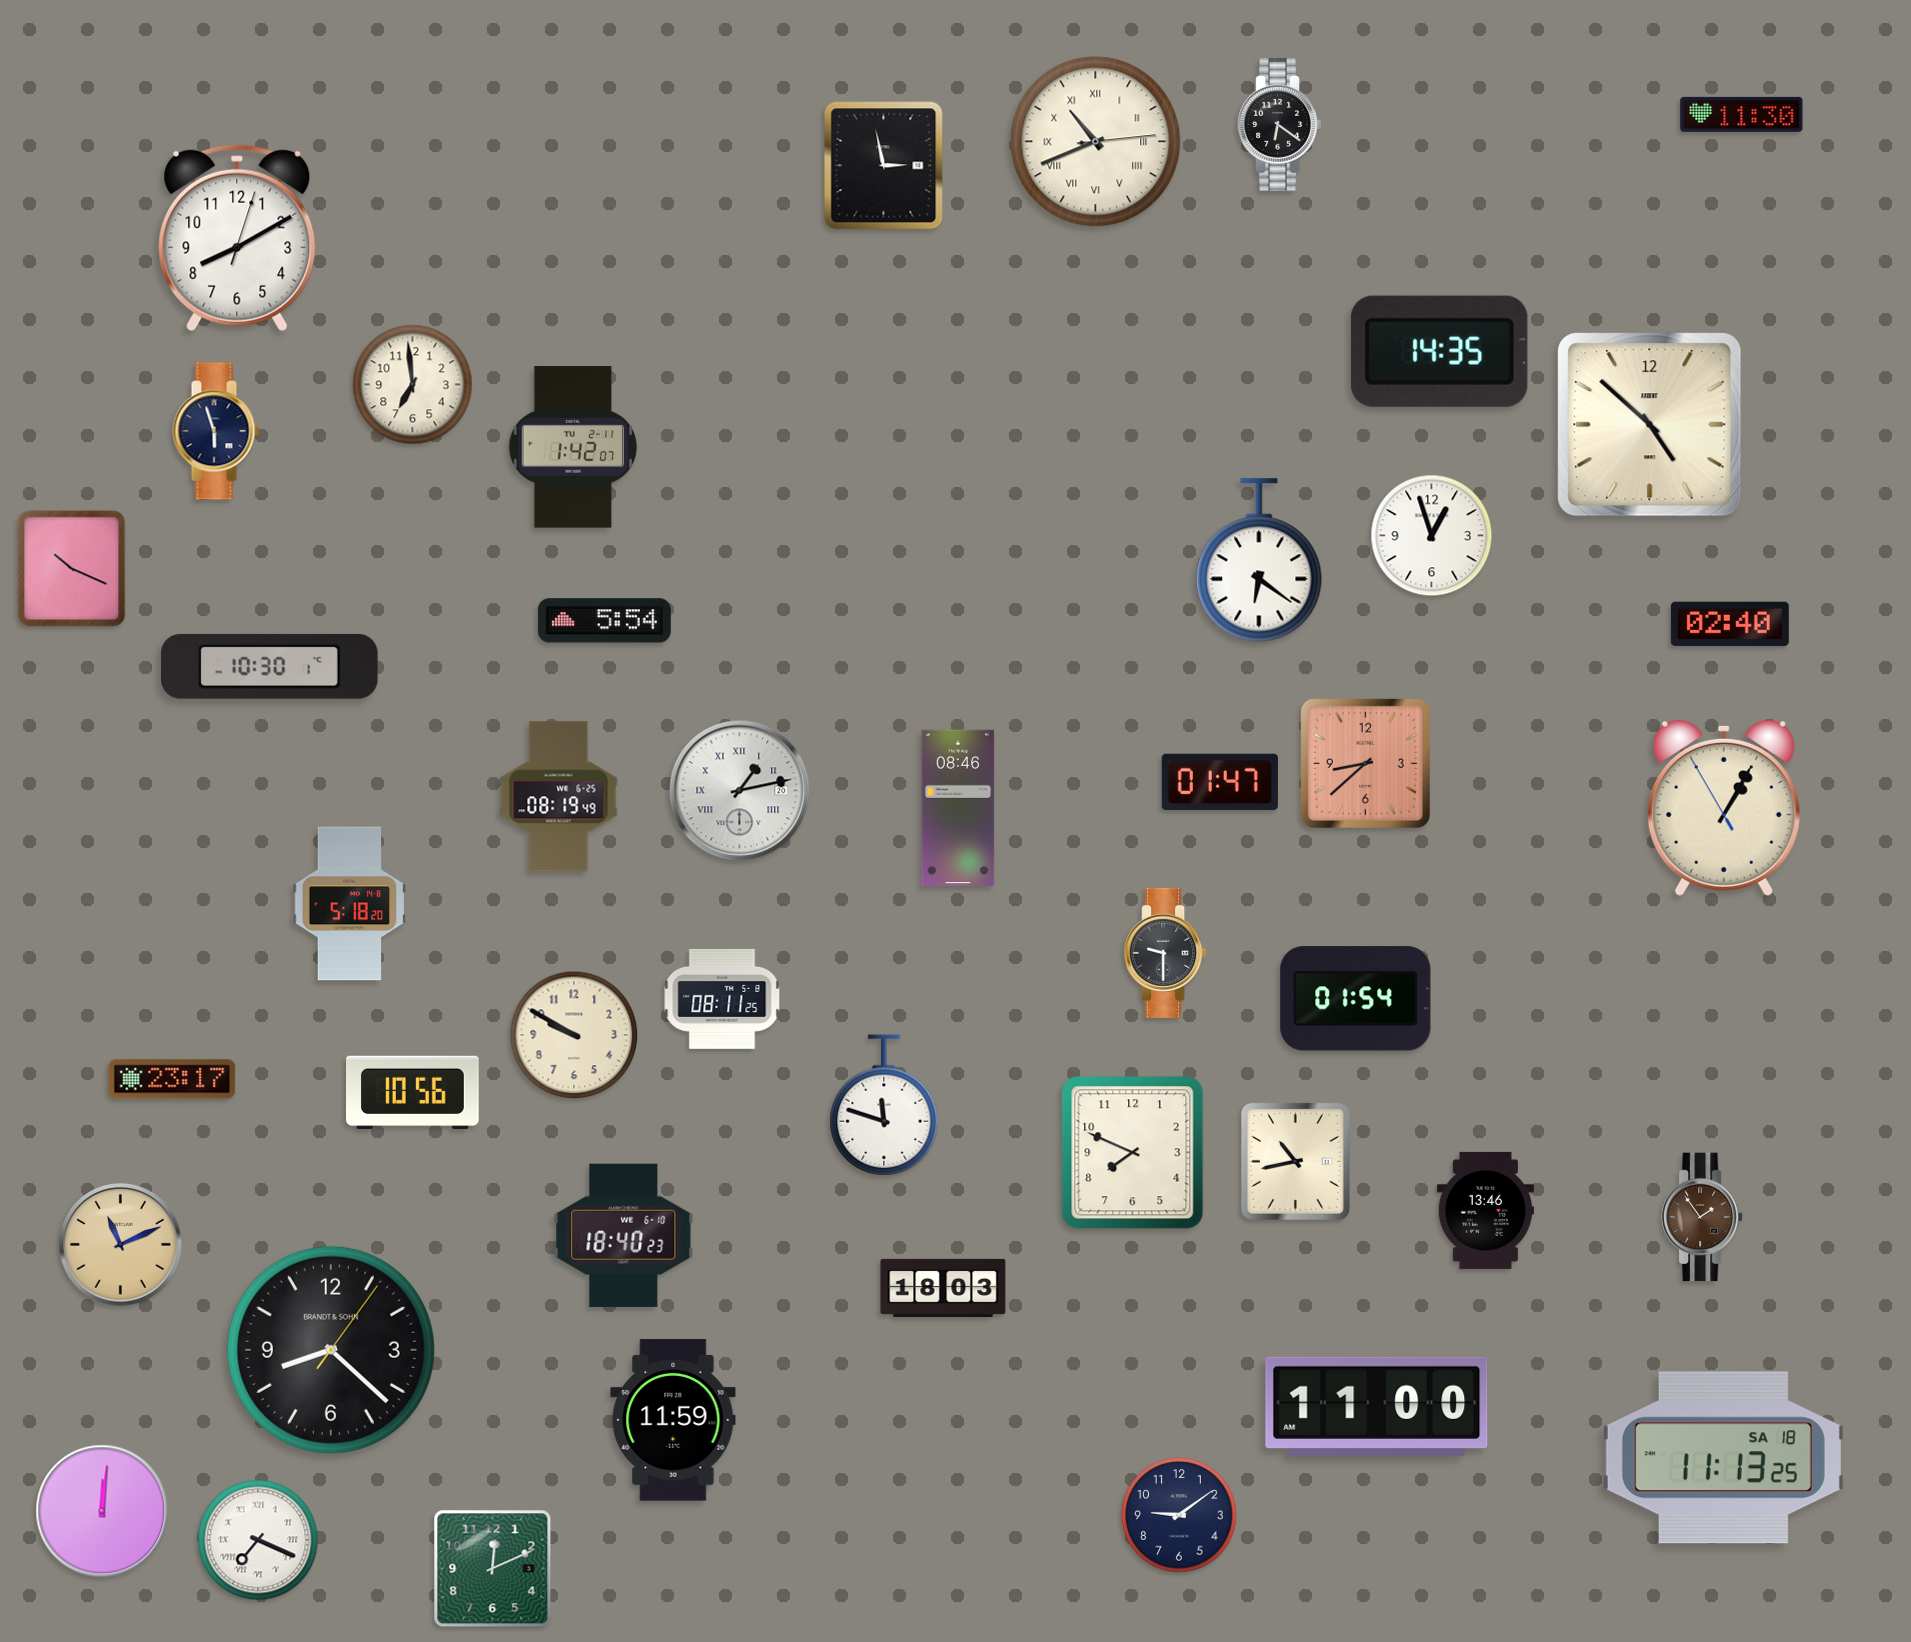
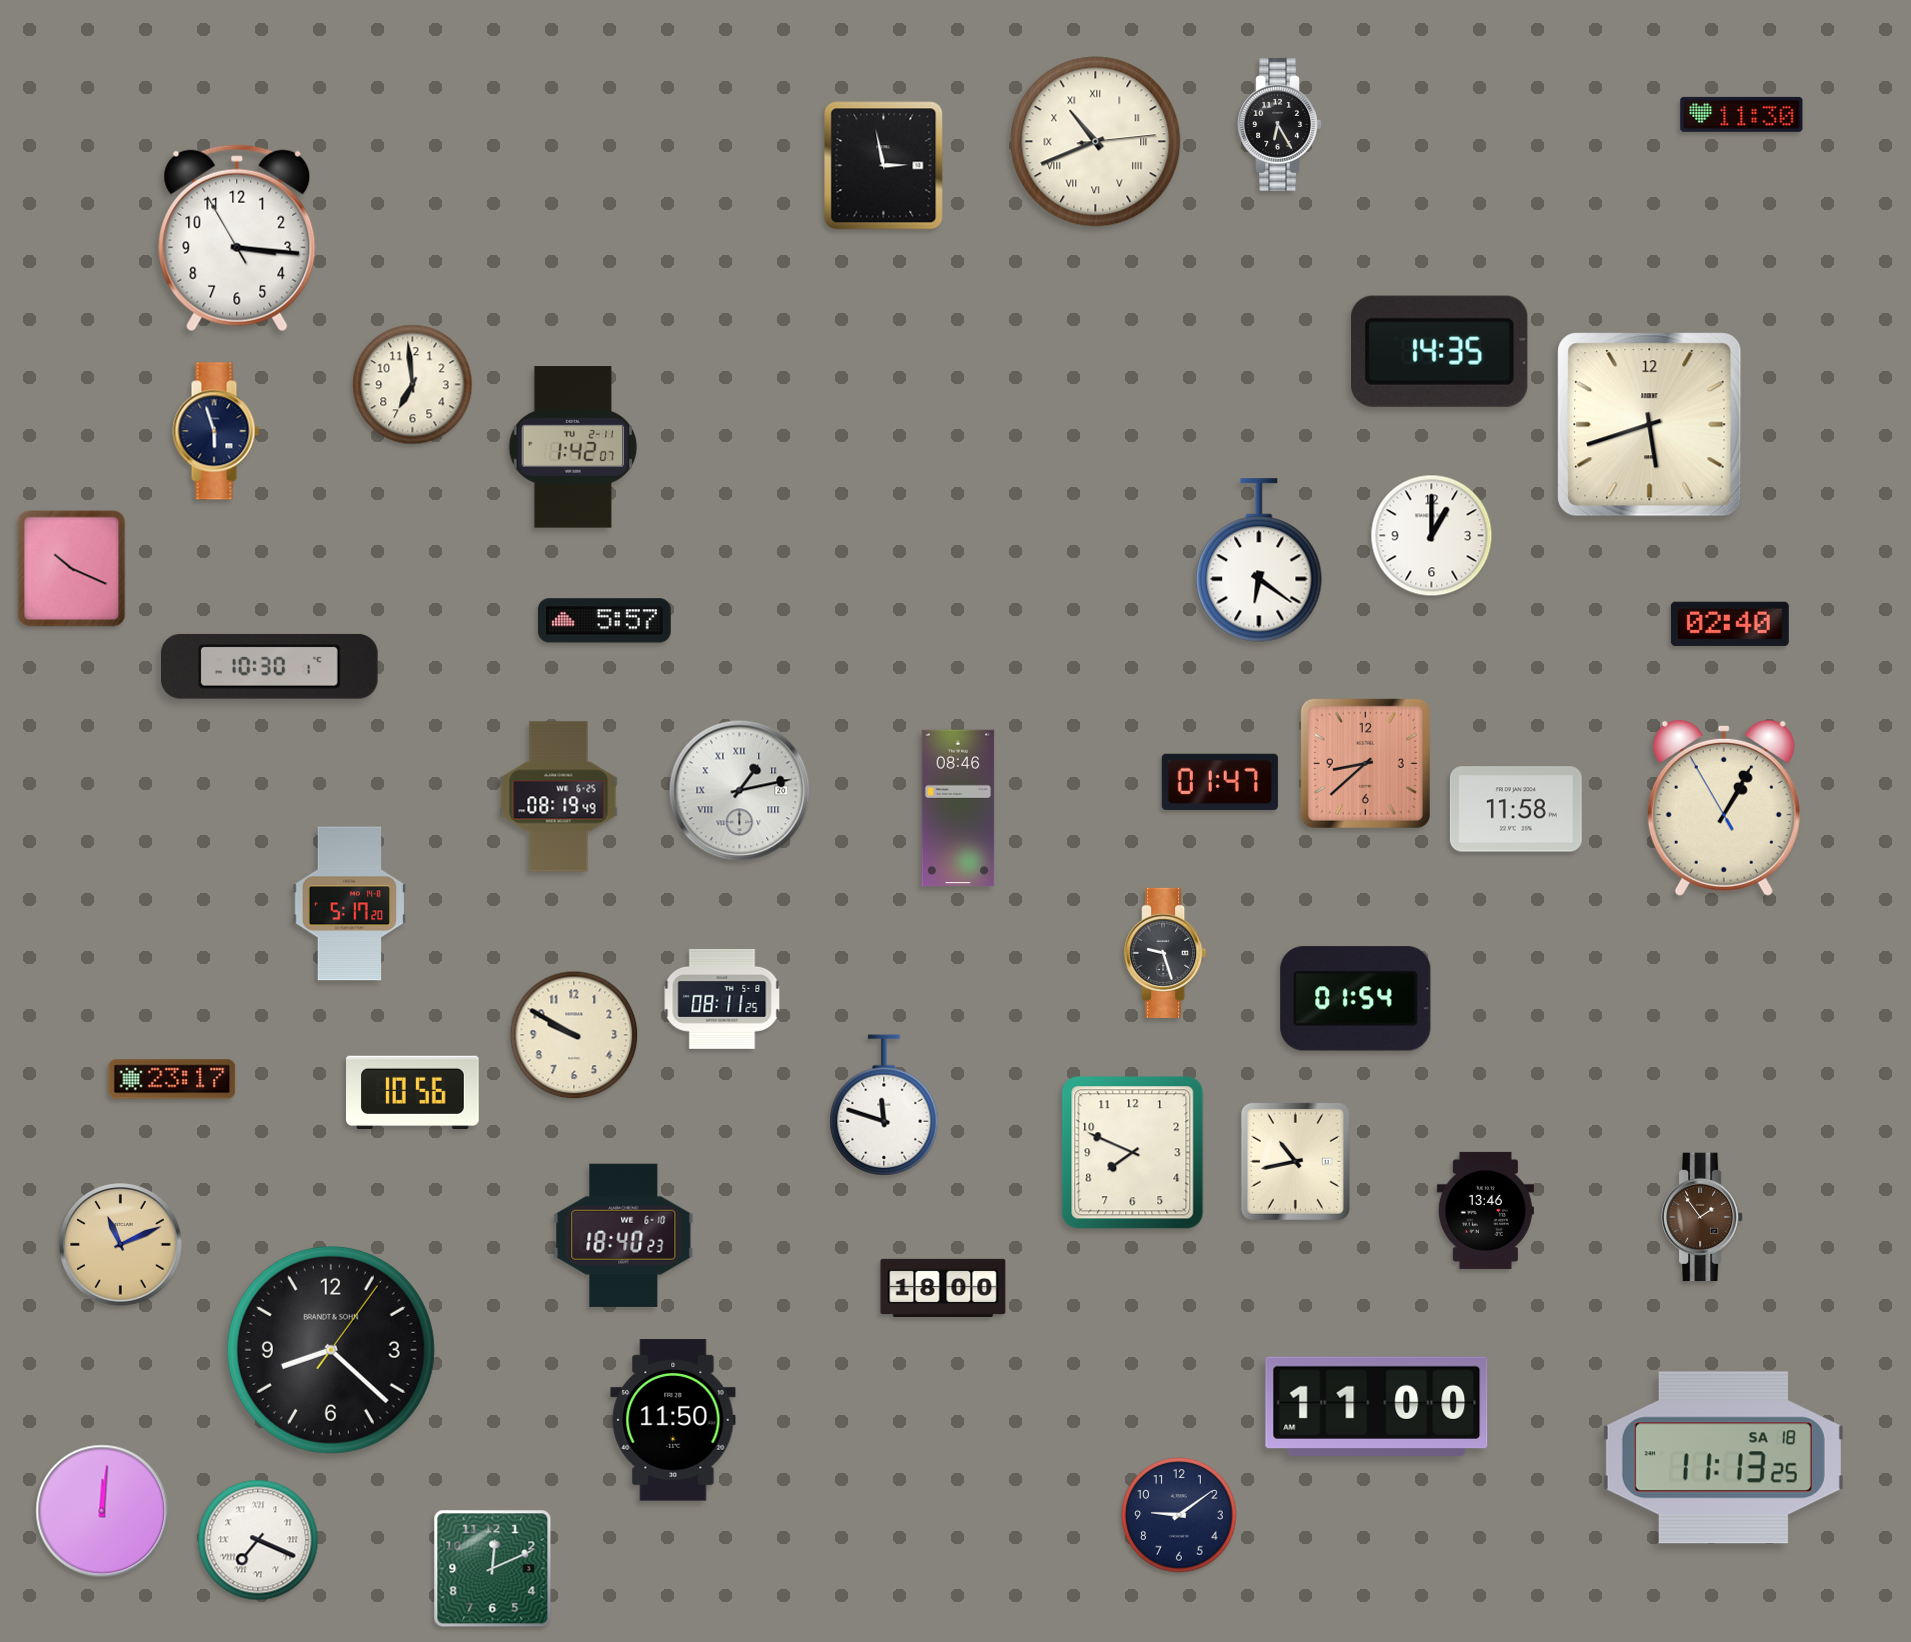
clock at (1280, 125): 6:21 -> 6:25
clock at (237, 238): 8:10 -> 3:15
clock at (1650, 425): 4:52 -> 5:42
clock at (1432, 536): 12:57 -> 1:00
clock at (604, 621): 5:54 -> 5:57
clock at (1516, 809): none -> 11:58
clock at (350, 904): 5:18 -> 5:17
clock at (1165, 953): 9:30 -> 9:27
clock at (943, 1288): 18:03 -> 18:00
clock at (673, 1420): 11:59 -> 11:50
